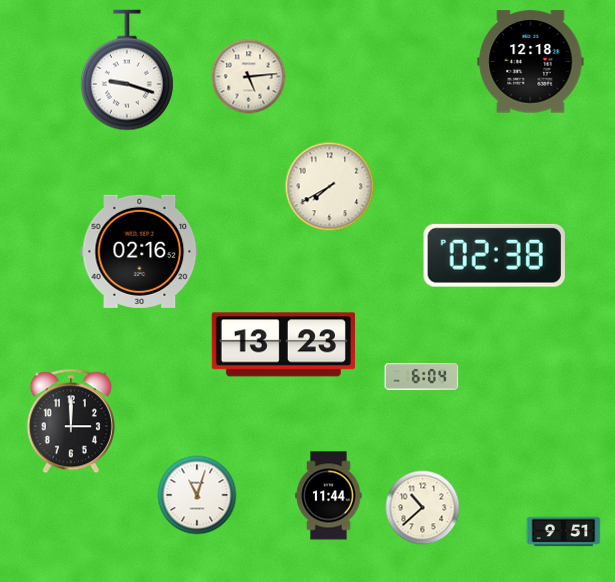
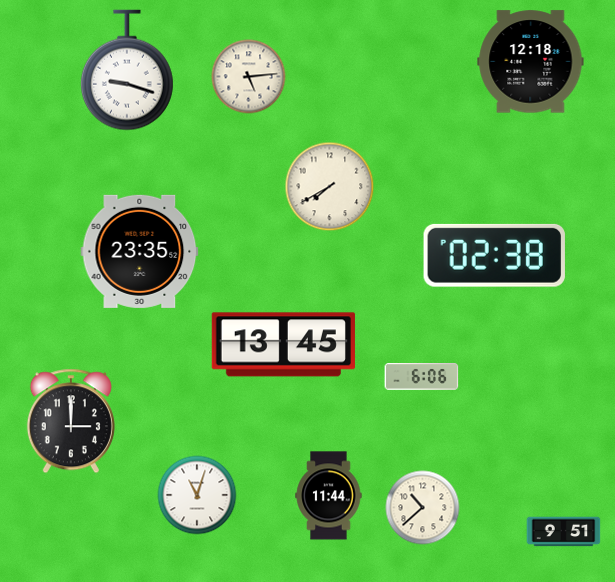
clock at (140, 251): 02:16 -> 23:35
clock at (283, 345): 13:23 -> 13:45
clock at (422, 377): 6:04 -> 6:06
